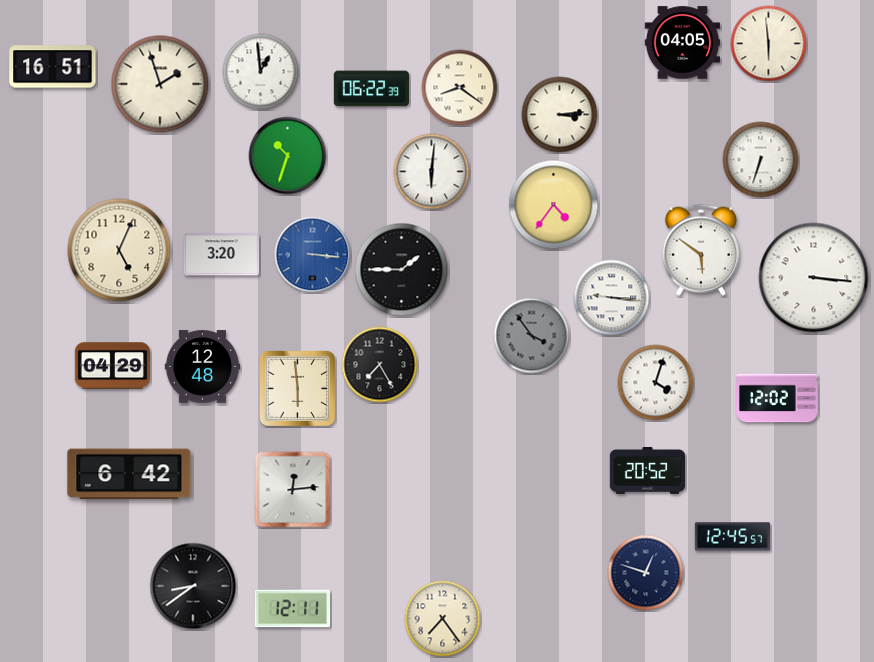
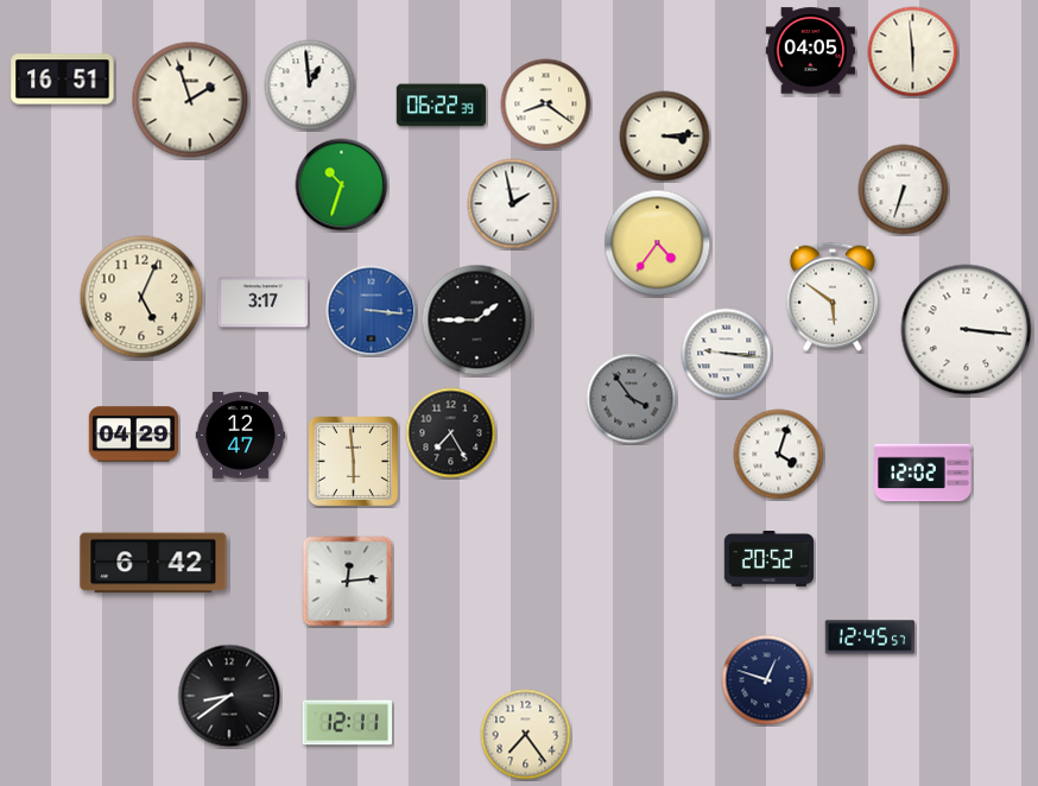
clock at (432, 172): 6:01 -> 1:58
clock at (221, 255): 3:20 -> 3:17
clock at (313, 255) position: (313, 255) -> (372, 311)
clock at (203, 367): 12:48 -> 12:47
